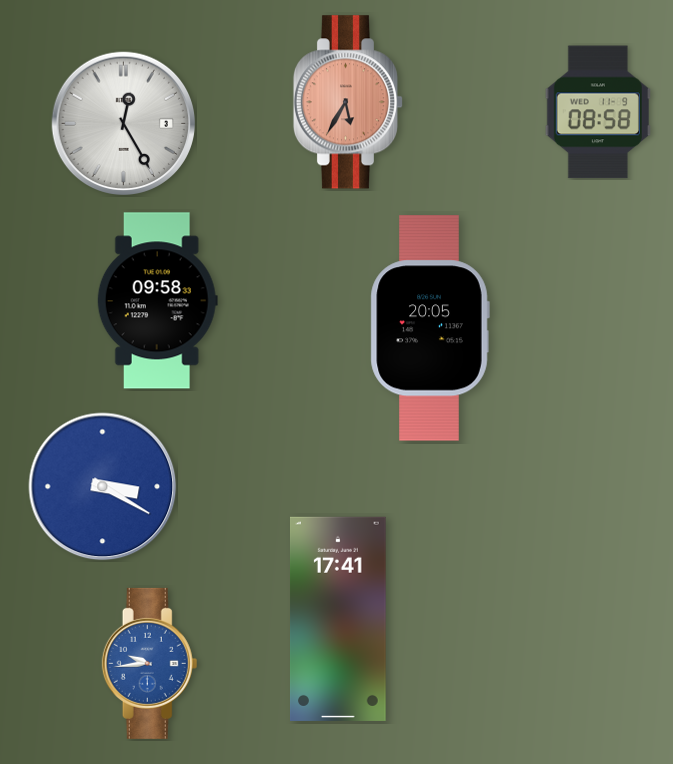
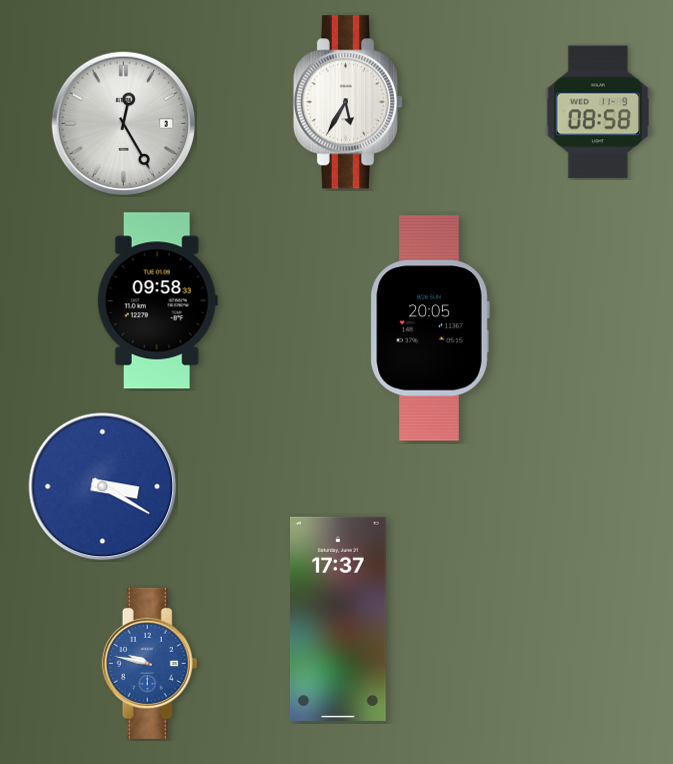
clock at (348, 102) dial: salmon -> white
clock at (339, 619): 17:41 -> 17:37
clock at (150, 663): 9:44 -> 9:47
